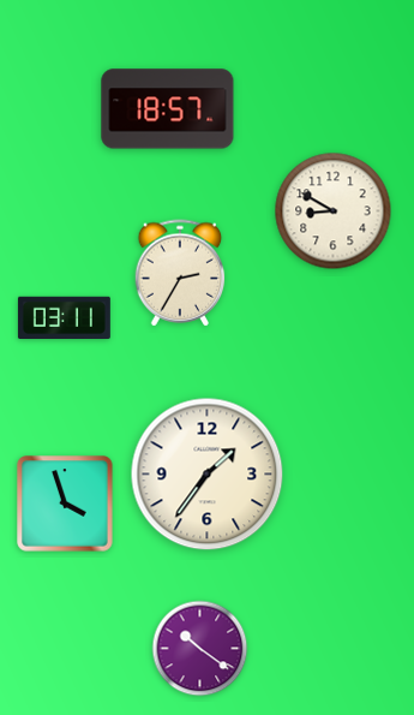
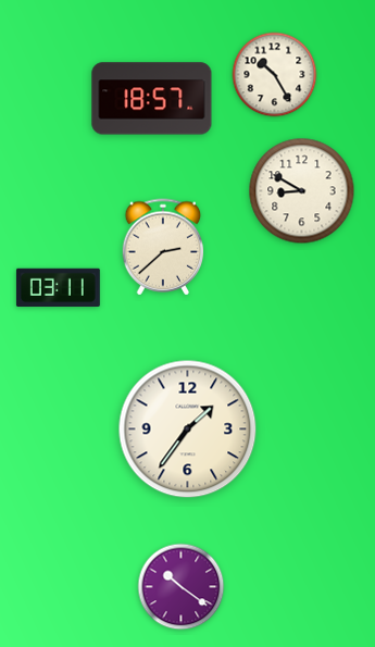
clock at (275, 75): none -> 10:25
clock at (180, 273): 2:35 -> 2:38
clock at (65, 504): 3:57 -> none
